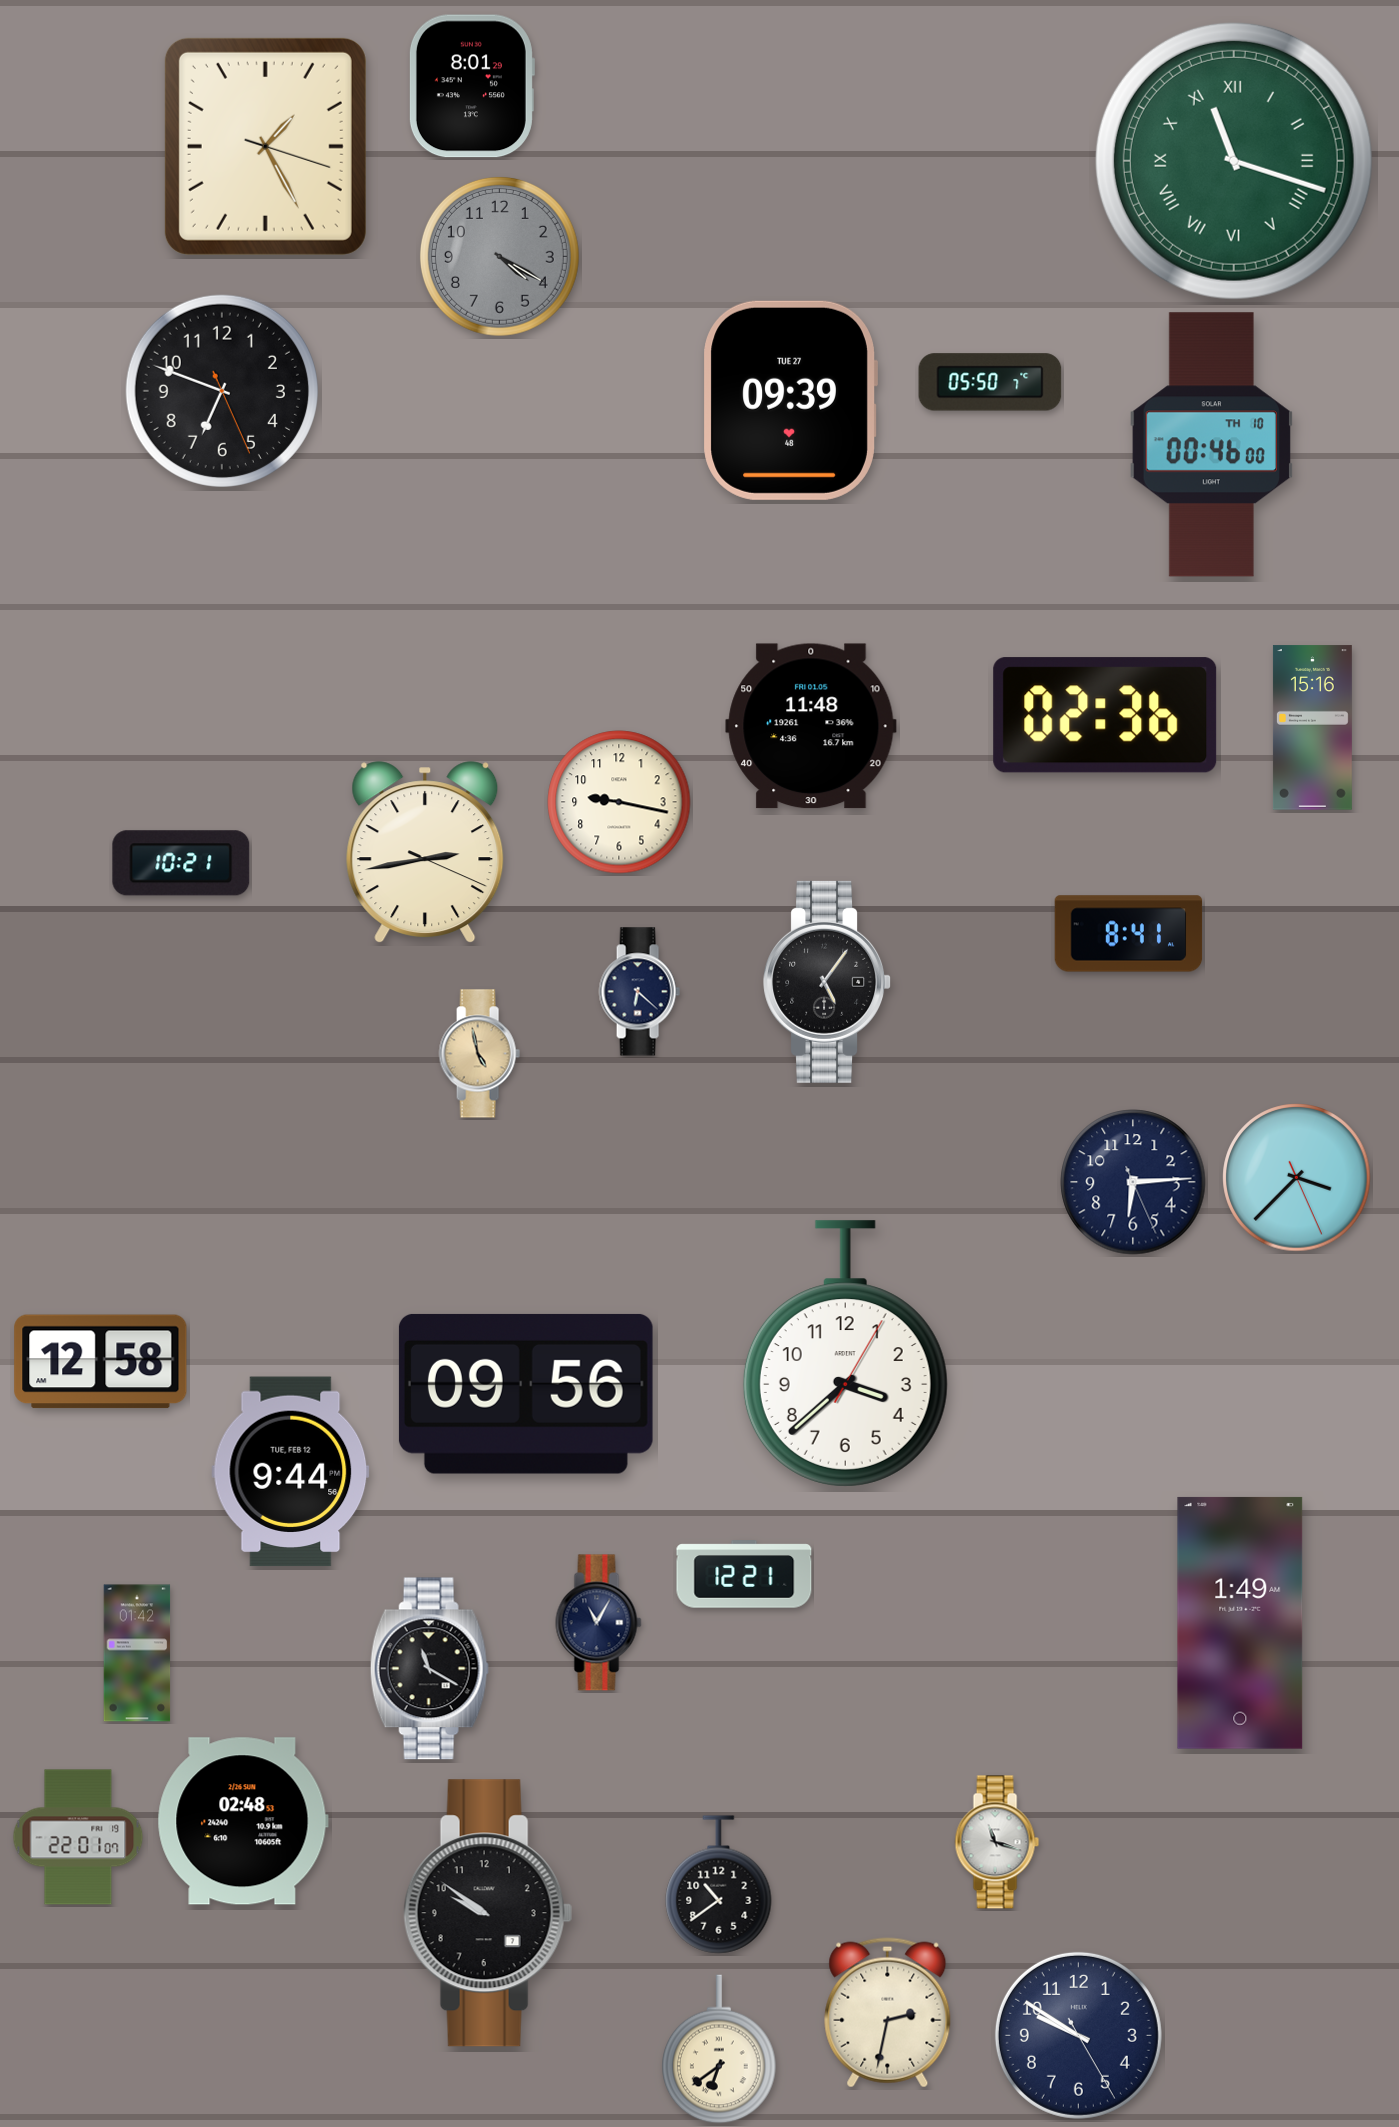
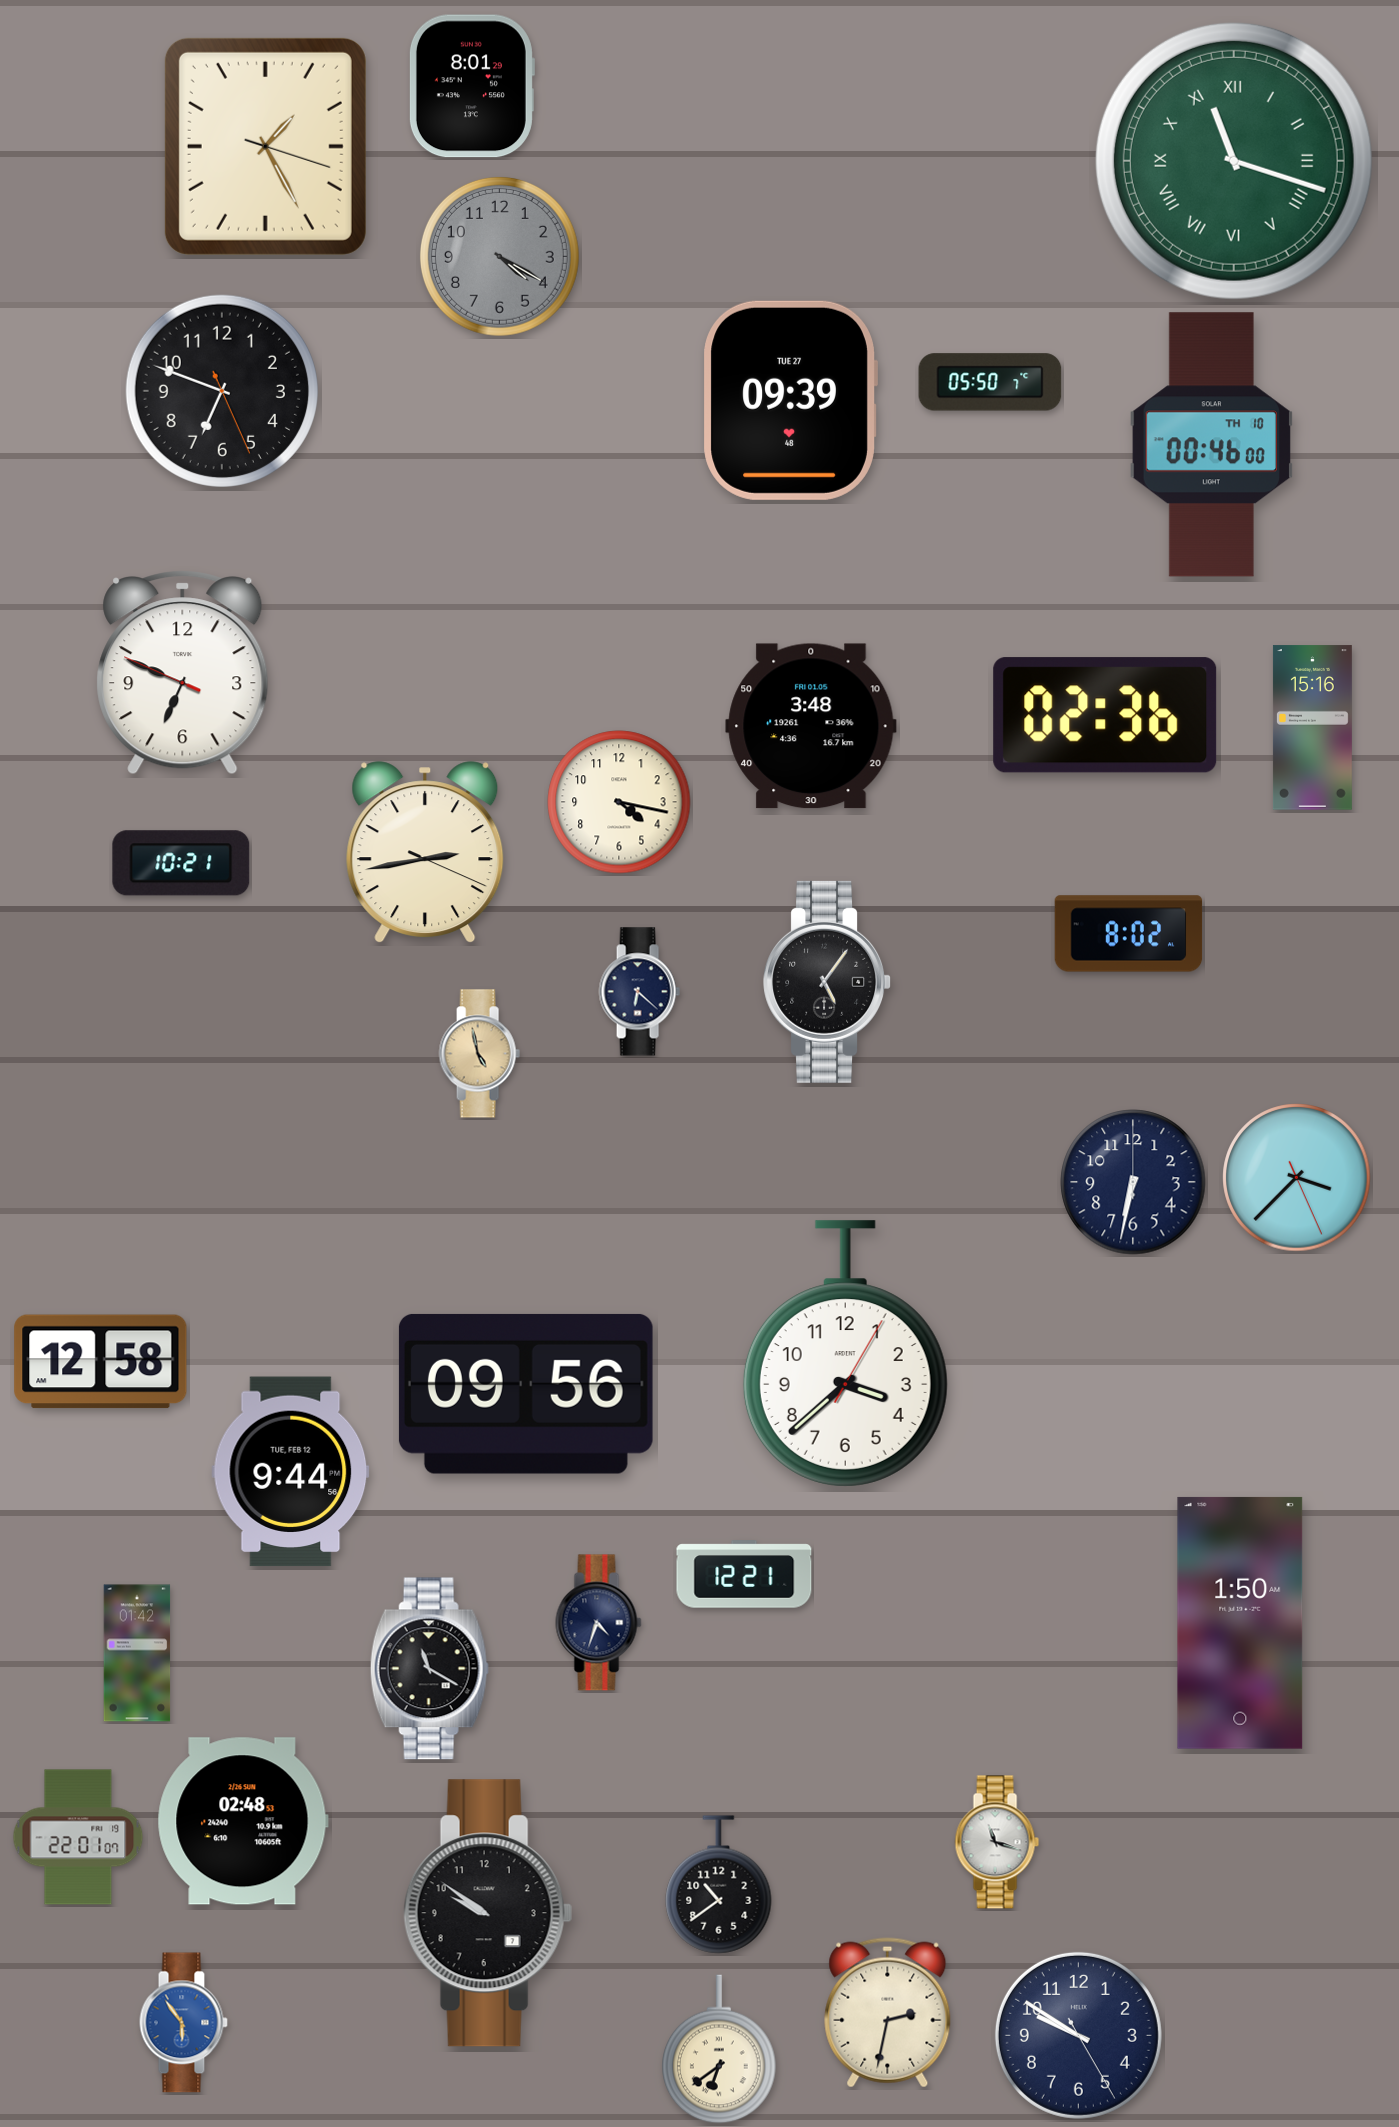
clock at (183, 673): none -> 6:48
clock at (811, 726): 11:48 -> 3:48
clock at (619, 802): 9:17 -> 4:17
clock at (1129, 934): 8:41 -> 8:02
clock at (1133, 1182): 6:14 -> 6:32
clock at (599, 1623): 11:05 -> 4:33
clock at (1240, 1623): 1:49 -> 1:50
clock at (183, 2023): none -> 5:54
